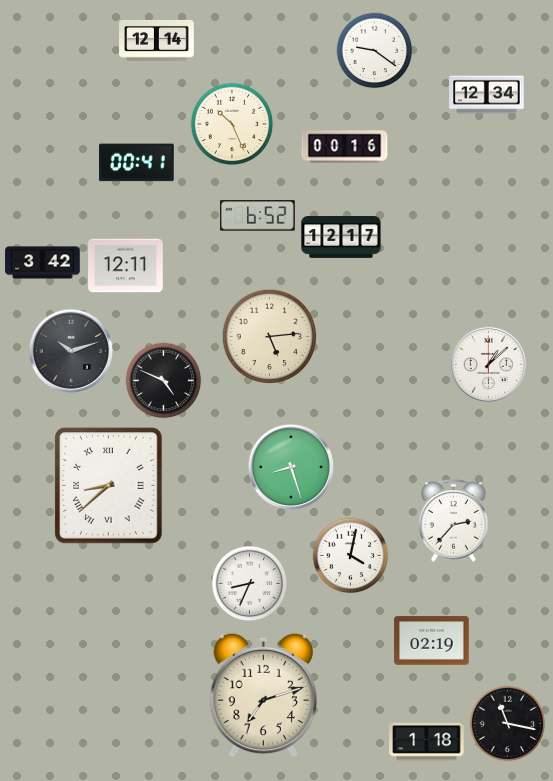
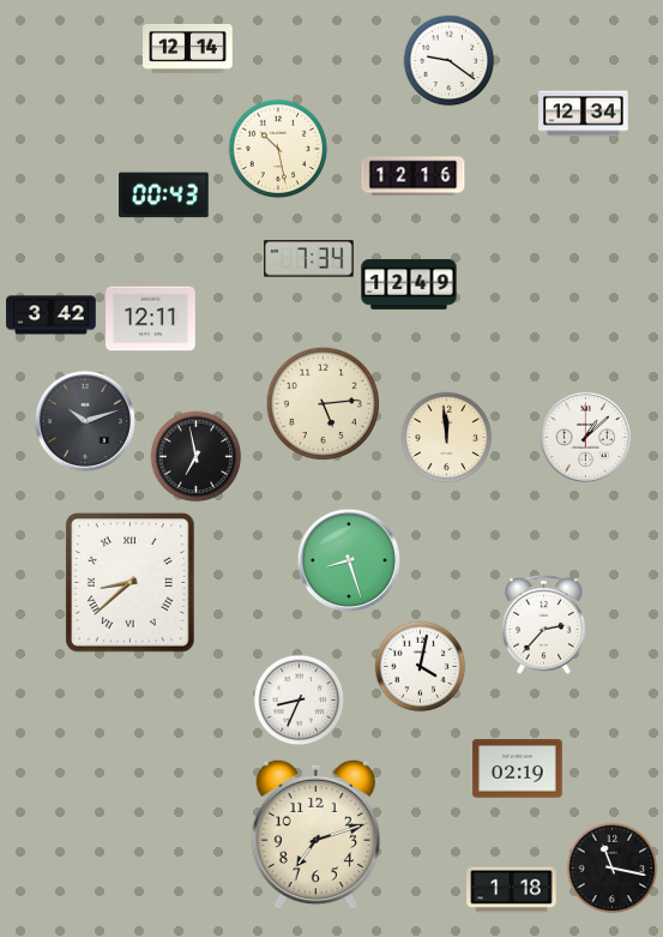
clock at (232, 124): 10:26 -> 10:28
clock at (345, 147): 00:16 -> 12:16
clock at (137, 163): 00:41 -> 00:43
clock at (258, 216): 6:52 -> 7:34
clock at (341, 237): 12:17 -> 12:49
clock at (447, 438): none -> 11:59
clock at (164, 381): 4:49 -> 6:58
clock at (508, 724) position: (508, 724) -> (613, 869)
